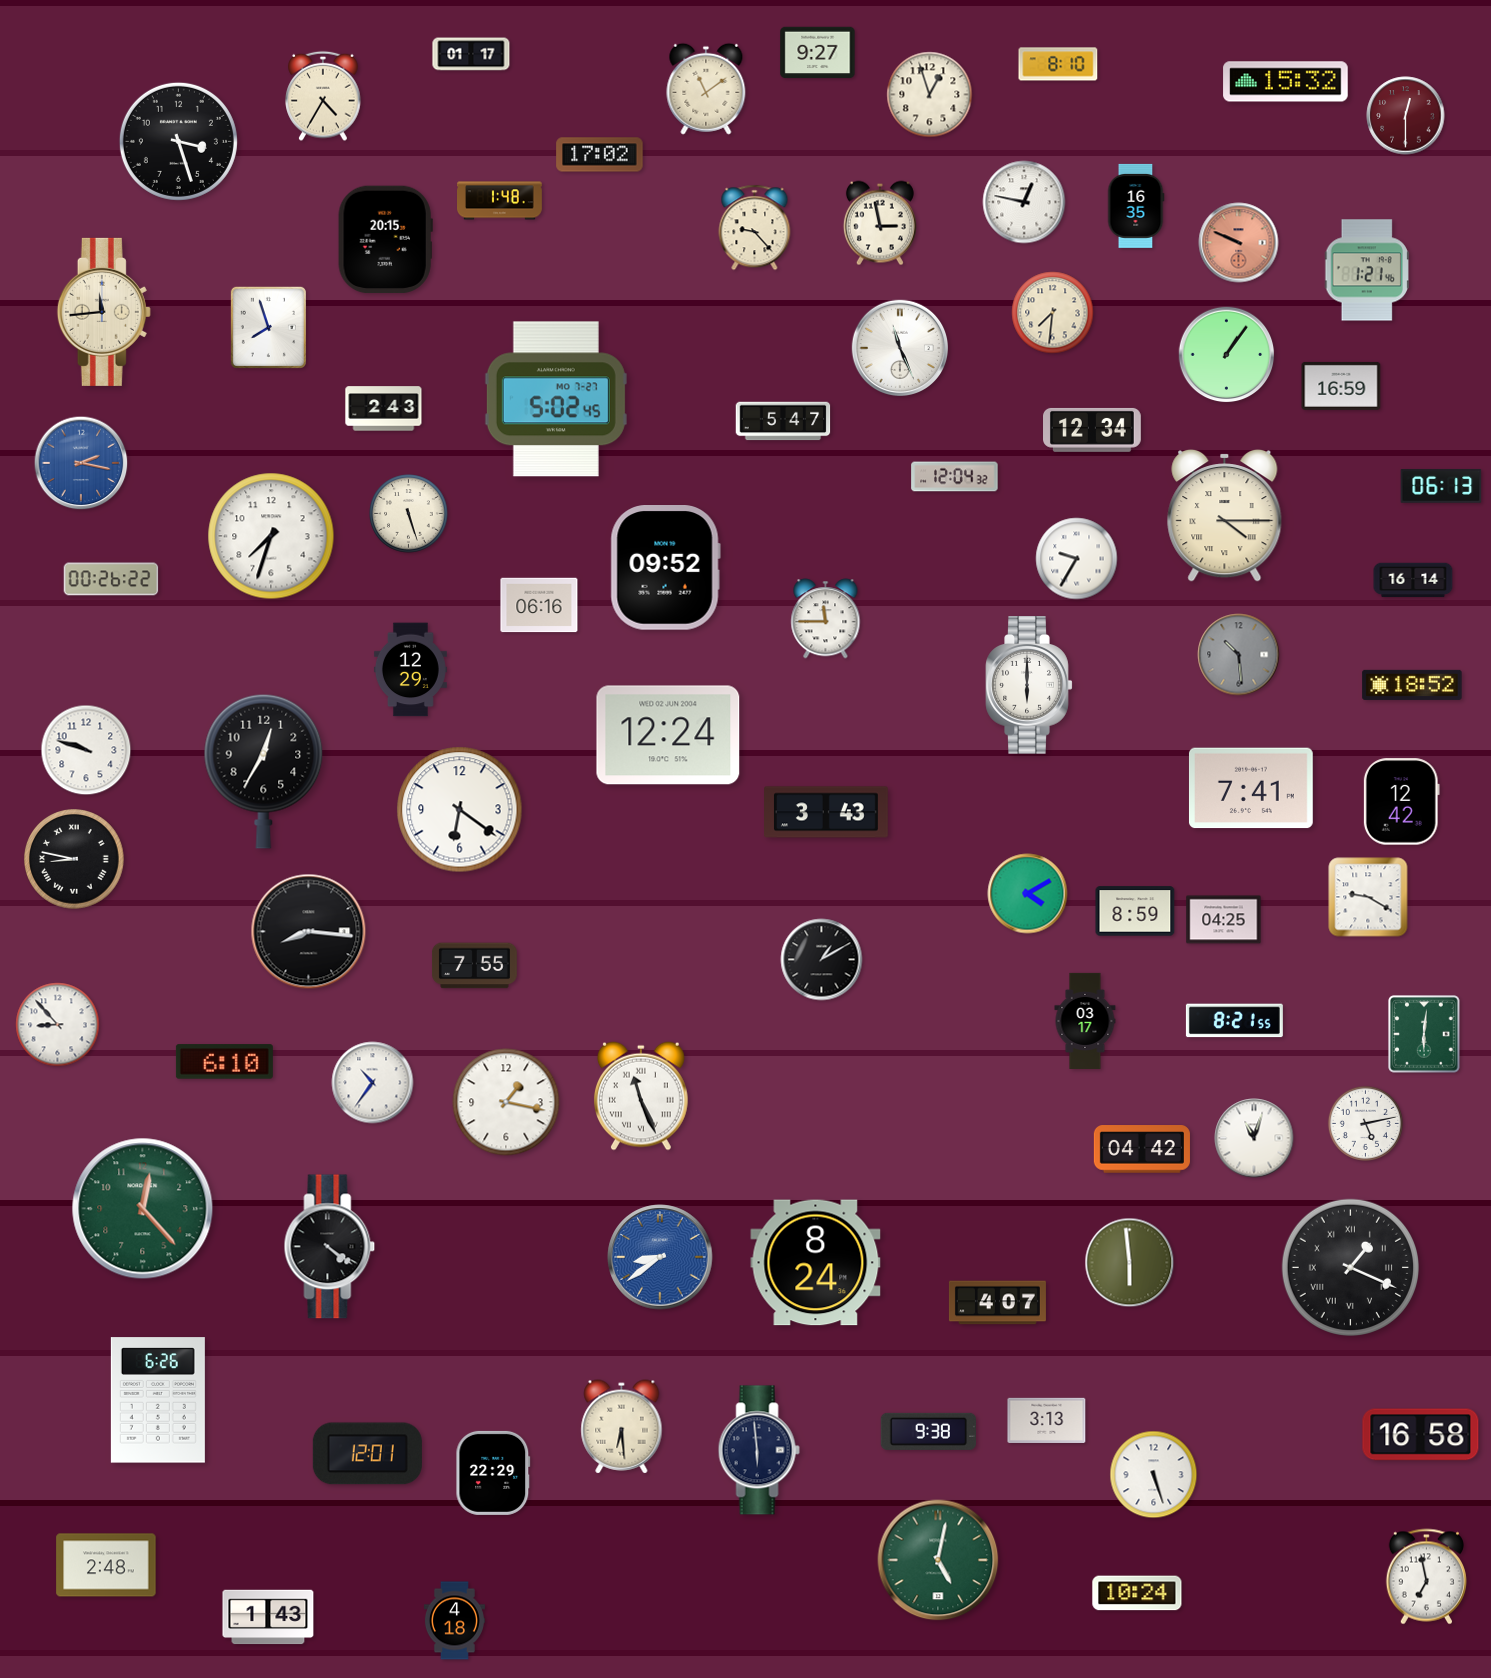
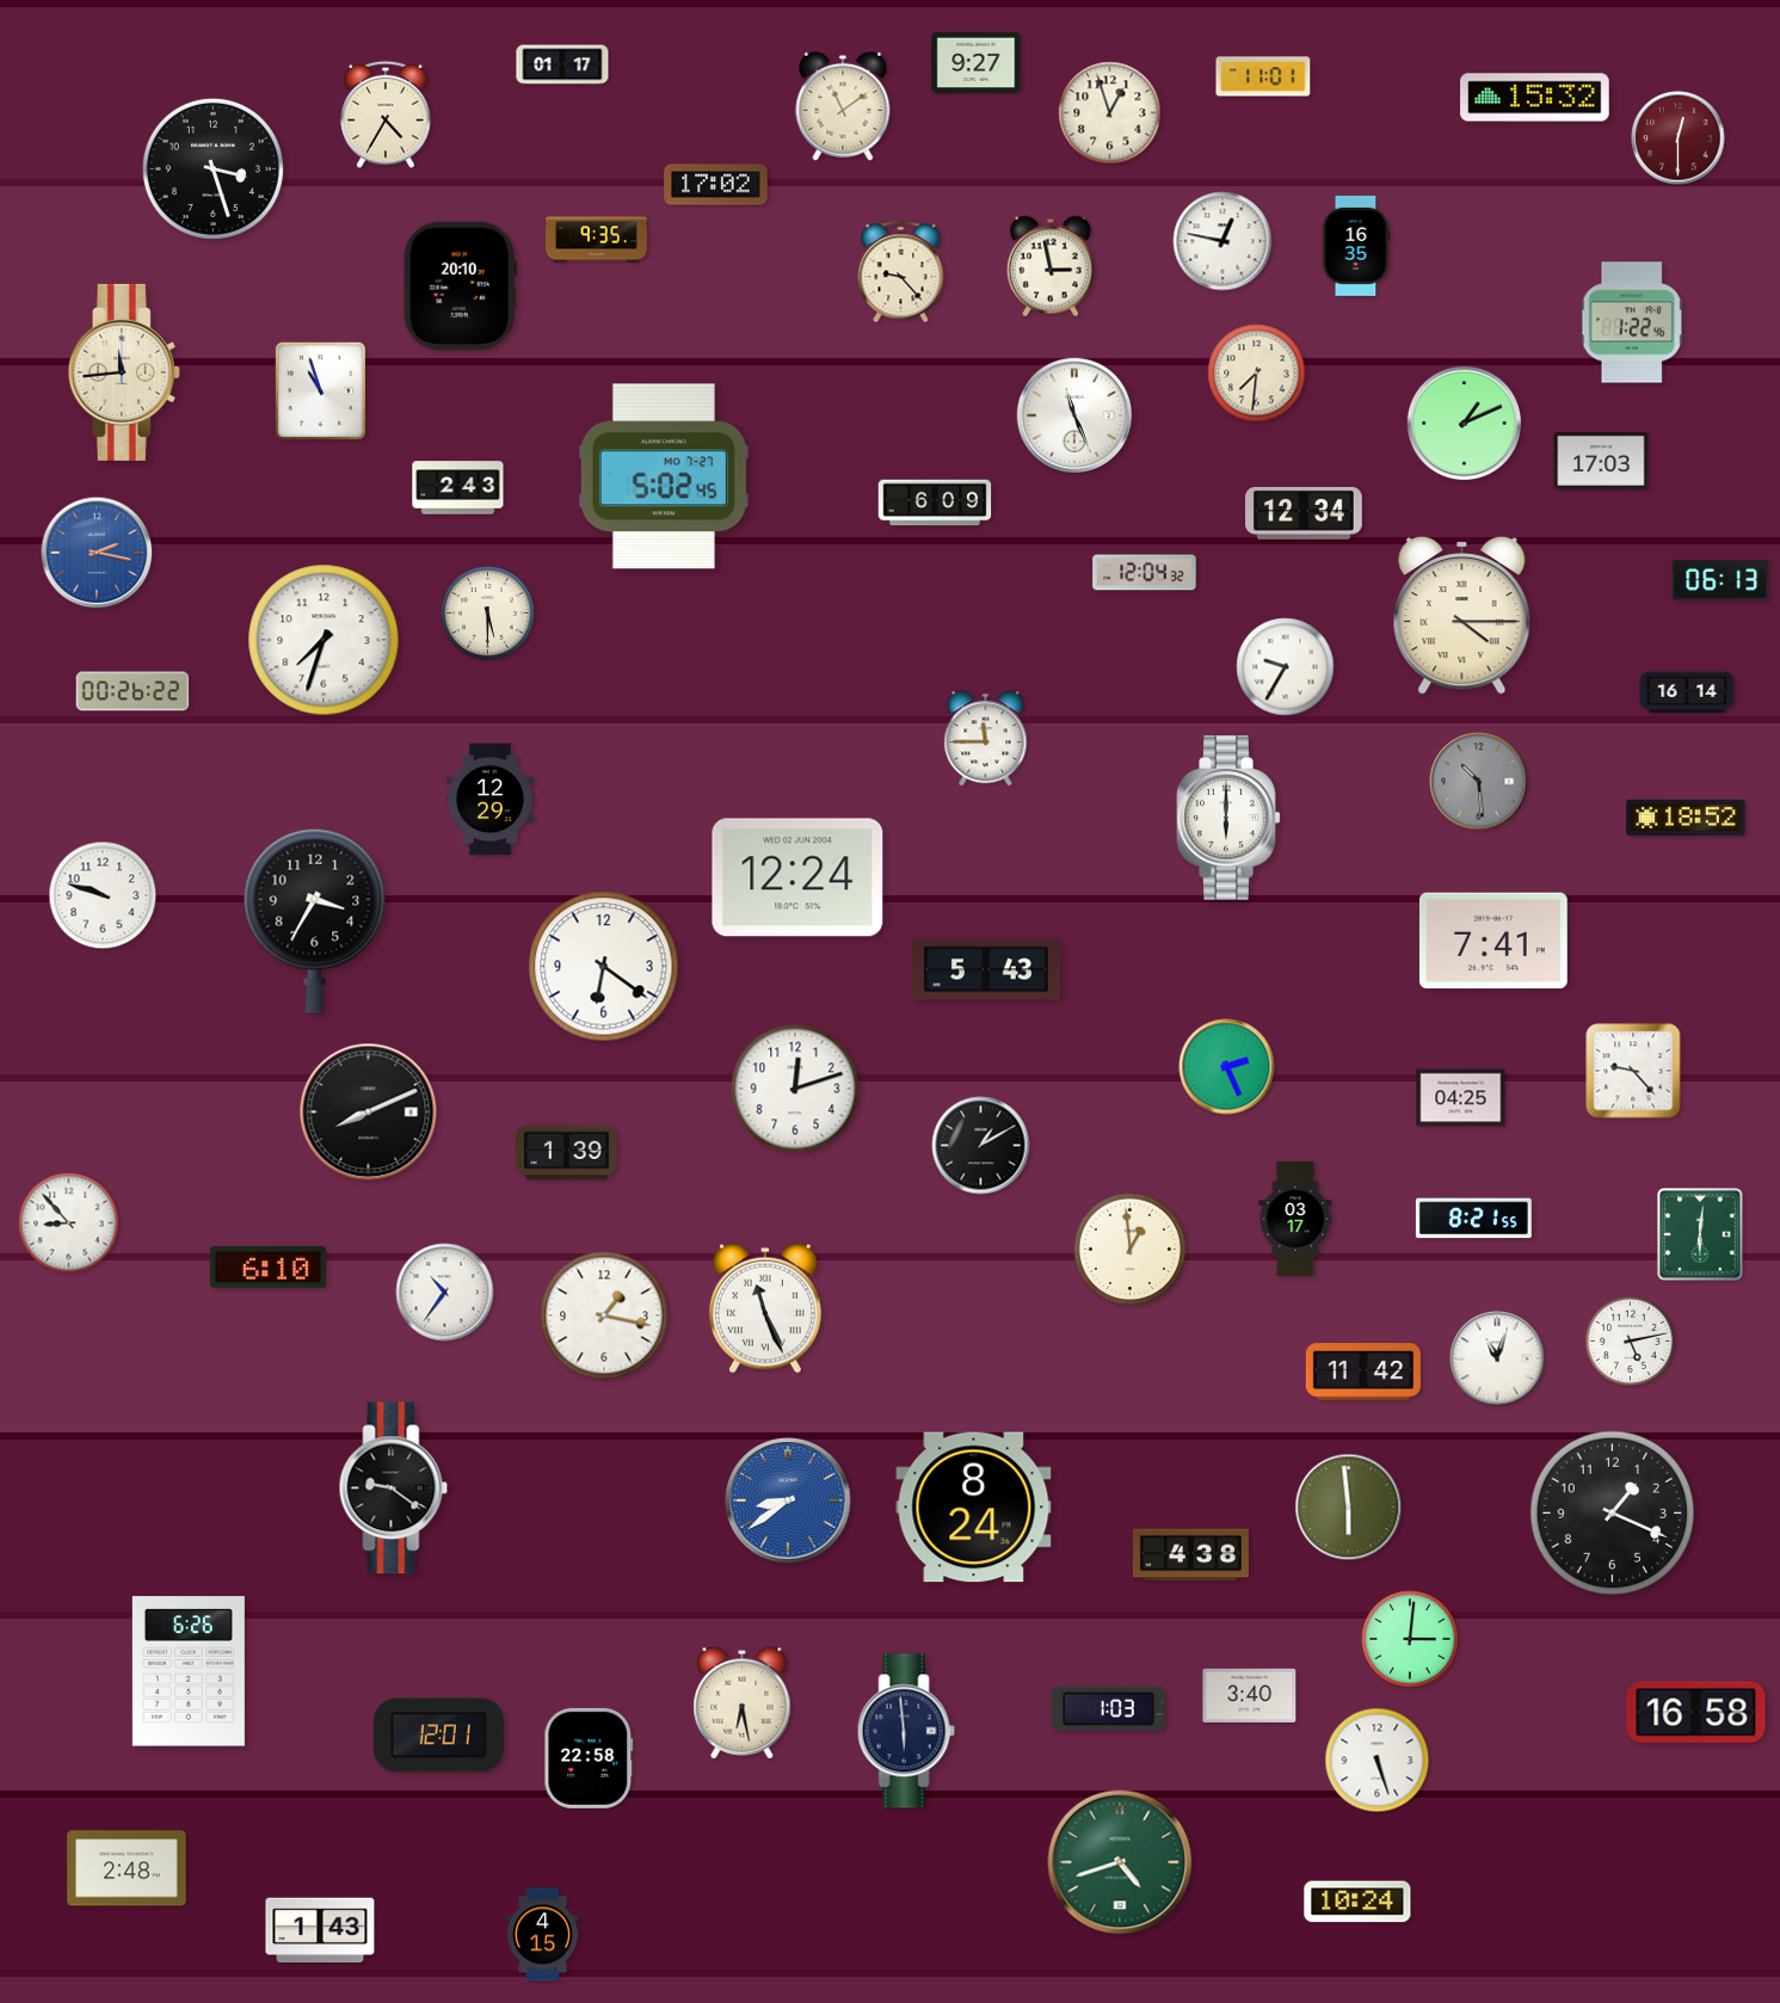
clock at (1058, 64): 8:10 -> 11:01
clock at (500, 201): 1:48 -> 9:35
clock at (385, 240): 20:15 -> 20:10
clock at (1239, 243): 9:49 -> none
clock at (1367, 270): 1:21 -> 1:22
clock at (268, 327): 7:57 -> 10:57
clock at (1227, 355): 1:06 -> 1:11
clock at (1341, 386): 16:59 -> 17:03
clock at (783, 421): 5:47 -> 6:09
clock at (955, 477) position: (955, 477) -> (1145, 573)
clock at (409, 514): 5:27 -> 5:30
clock at (665, 568): 09:52 -> none
clock at (539, 605): 06:16 -> none
clock at (264, 771): 12:35 -> 3:35
clock at (1401, 802): 12:42 -> none
clock at (460, 810) position: (460, 810) -> (604, 967)
clock at (827, 812): 3:43 -> 5:43
clock at (74, 859): 8:47 -> none
clock at (1028, 894): 4:10 -> 2:26
clock at (1368, 897): 9:20 -> 9:23
clock at (1135, 911): 8:59 -> none
clock at (795, 1089): none -> 12:12
clock at (309, 932): 8:16 -> 8:11
clock at (475, 966): 7:55 -> 1:39
clock at (1131, 1250): none -> 12:59
clock at (1142, 1149): 04:42 -> 11:42
clock at (143, 1209): 12:23 -> none
clock at (330, 1247): 4:21 -> 9:21
clock at (1350, 1267) numerals: Roman -> Arabic
clock at (997, 1303): 4:07 -> 4:38
clock at (1410, 1639): none -> 3:01
clock at (1047, 1420): 3:13 -> 3:40
clock at (622, 1427): 6:29 -> 6:28
clock at (928, 1431): 9:38 -> 1:03
clock at (493, 1473): 22:29 -> 22:58
clock at (938, 1560): 5:02 -> 4:42
clock at (1426, 1577): 6:58 -> none
clock at (454, 1621): 4:18 -> 4:15
